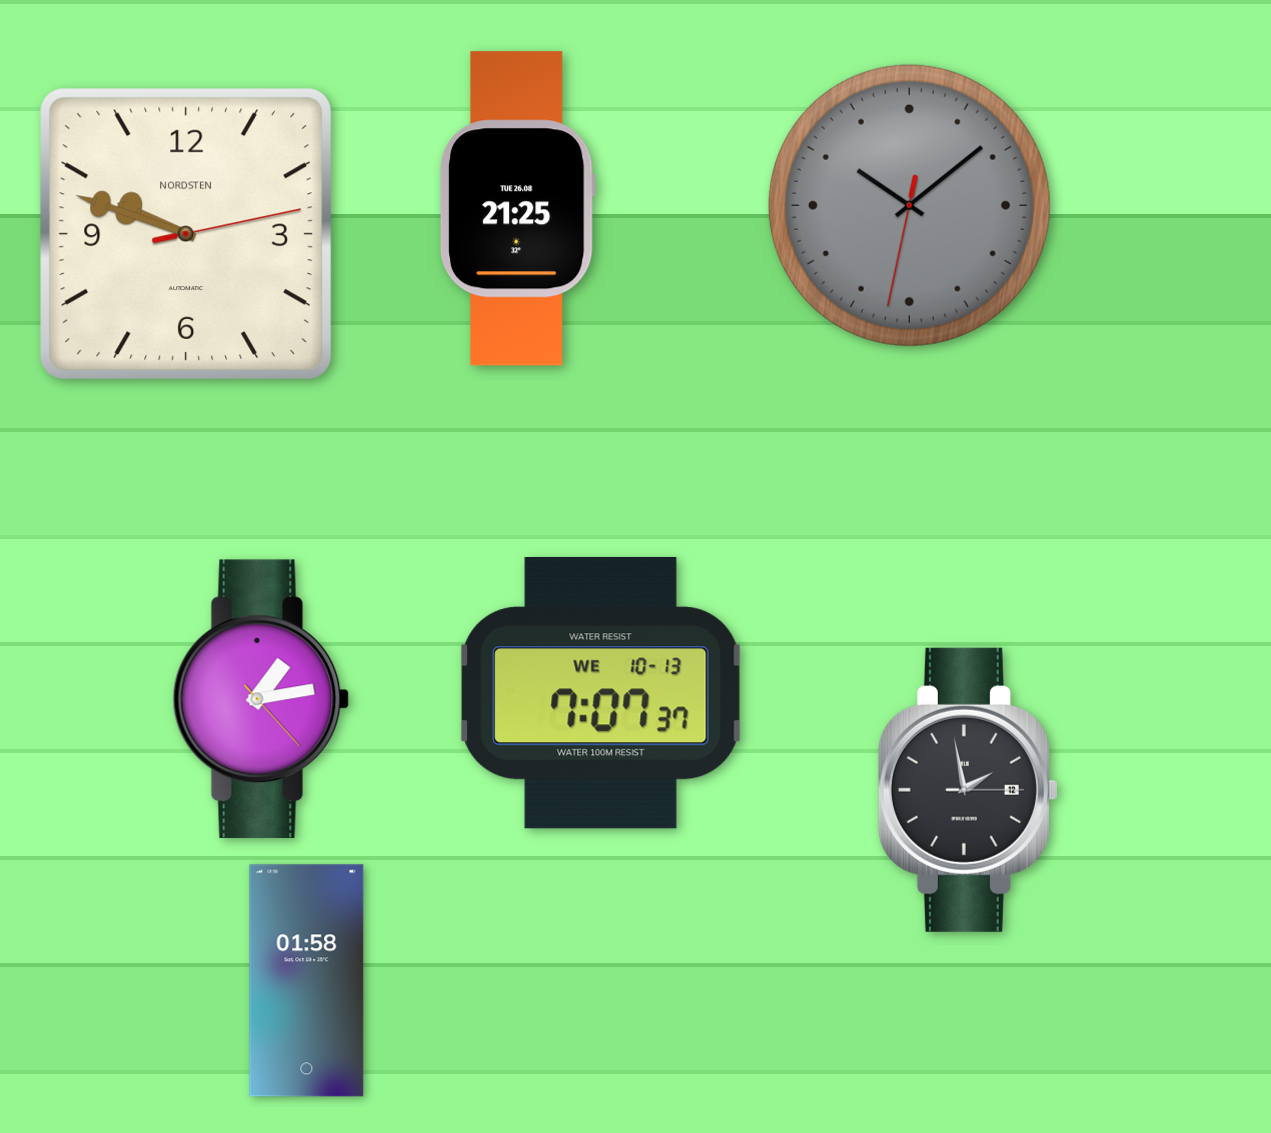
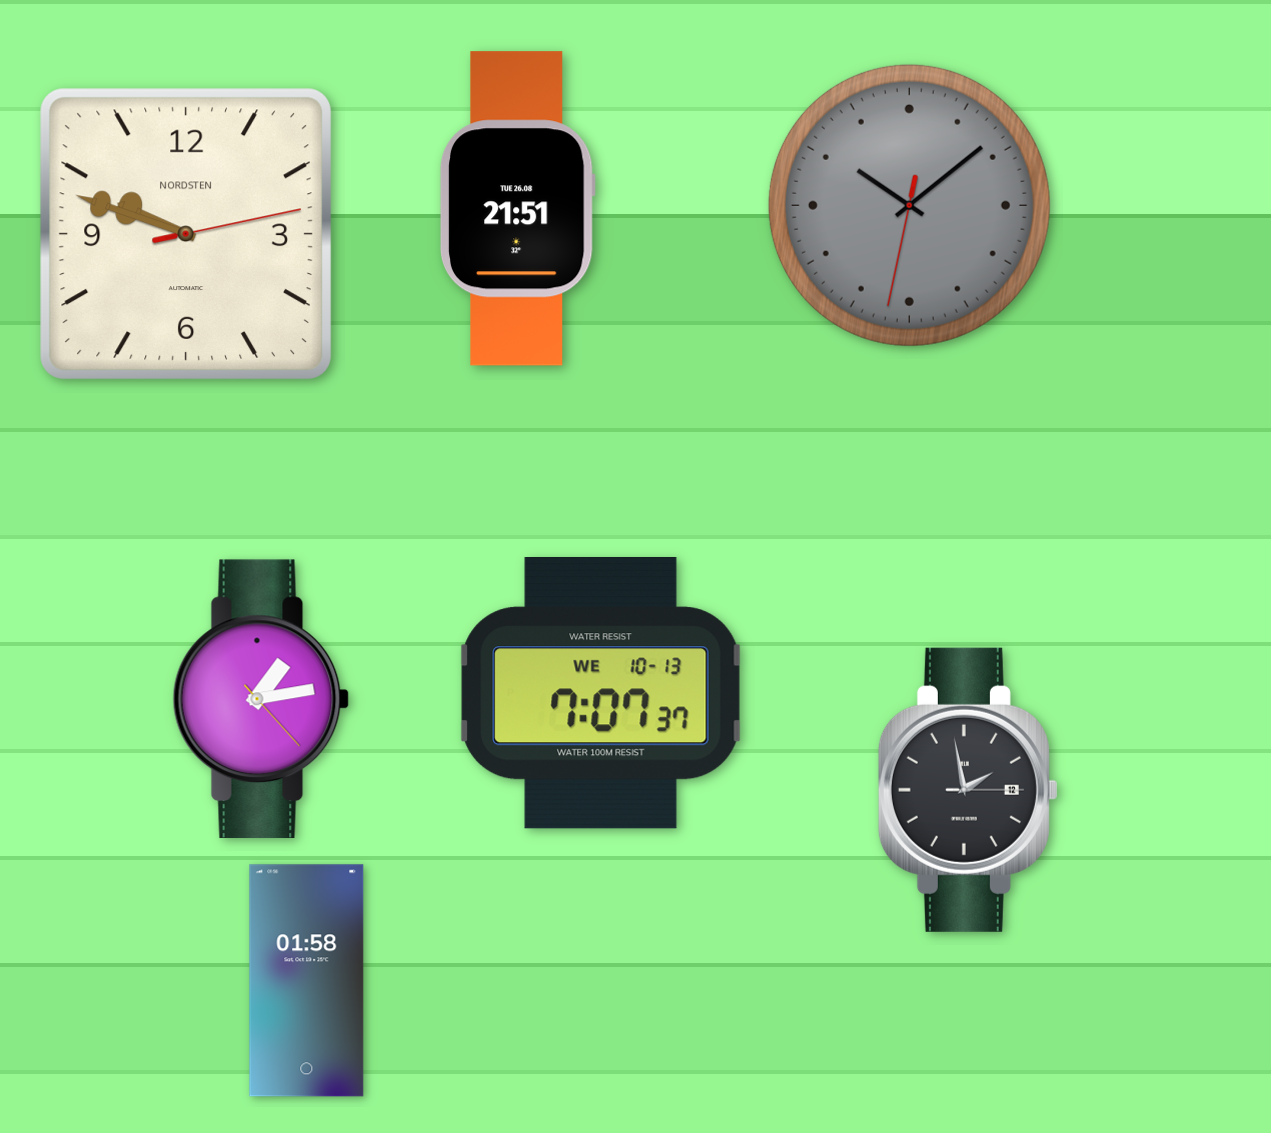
clock at (517, 209): 21:25 -> 21:51
